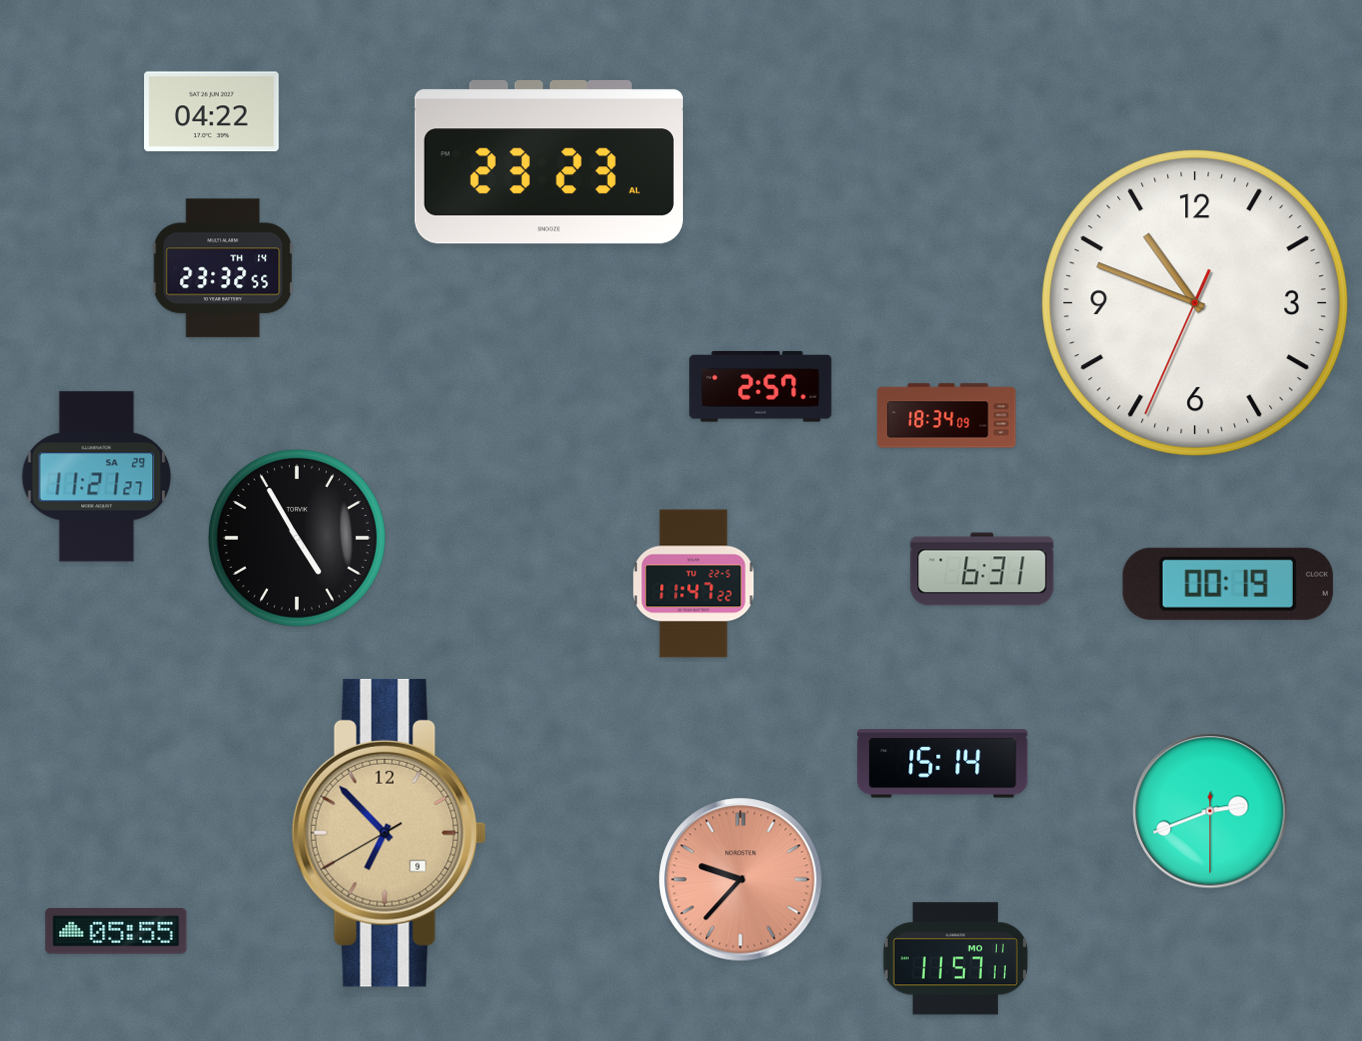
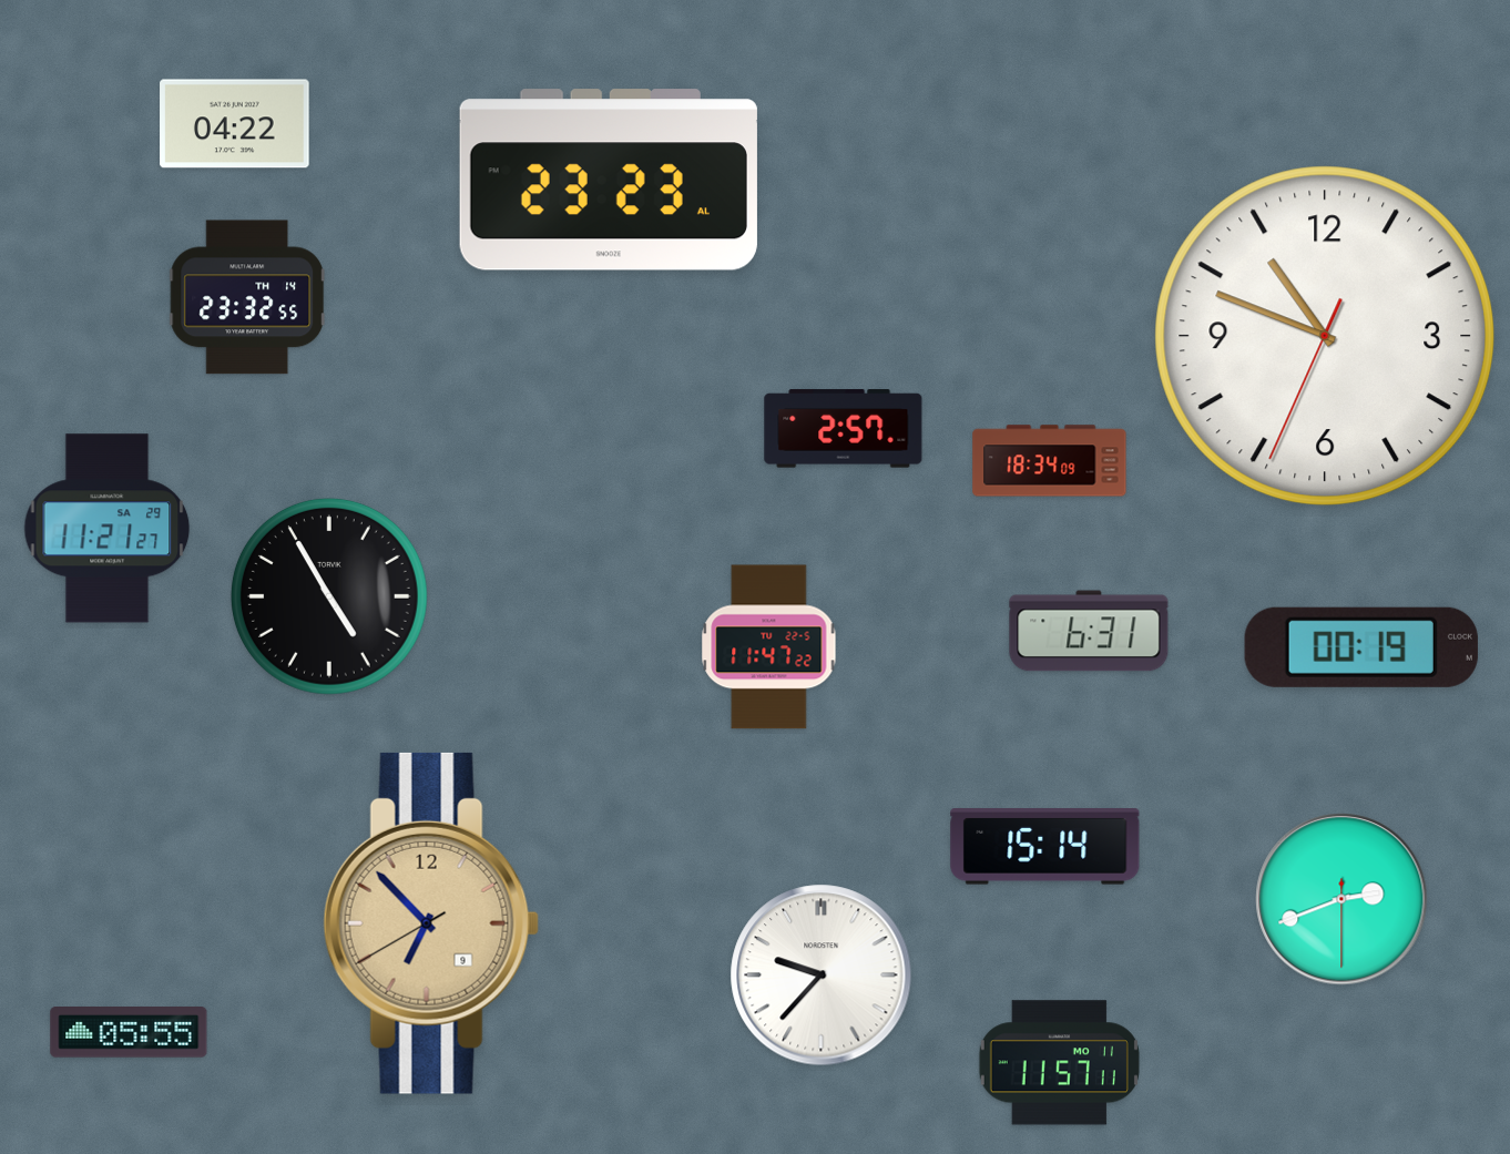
clock at (741, 880) dial: salmon -> white
